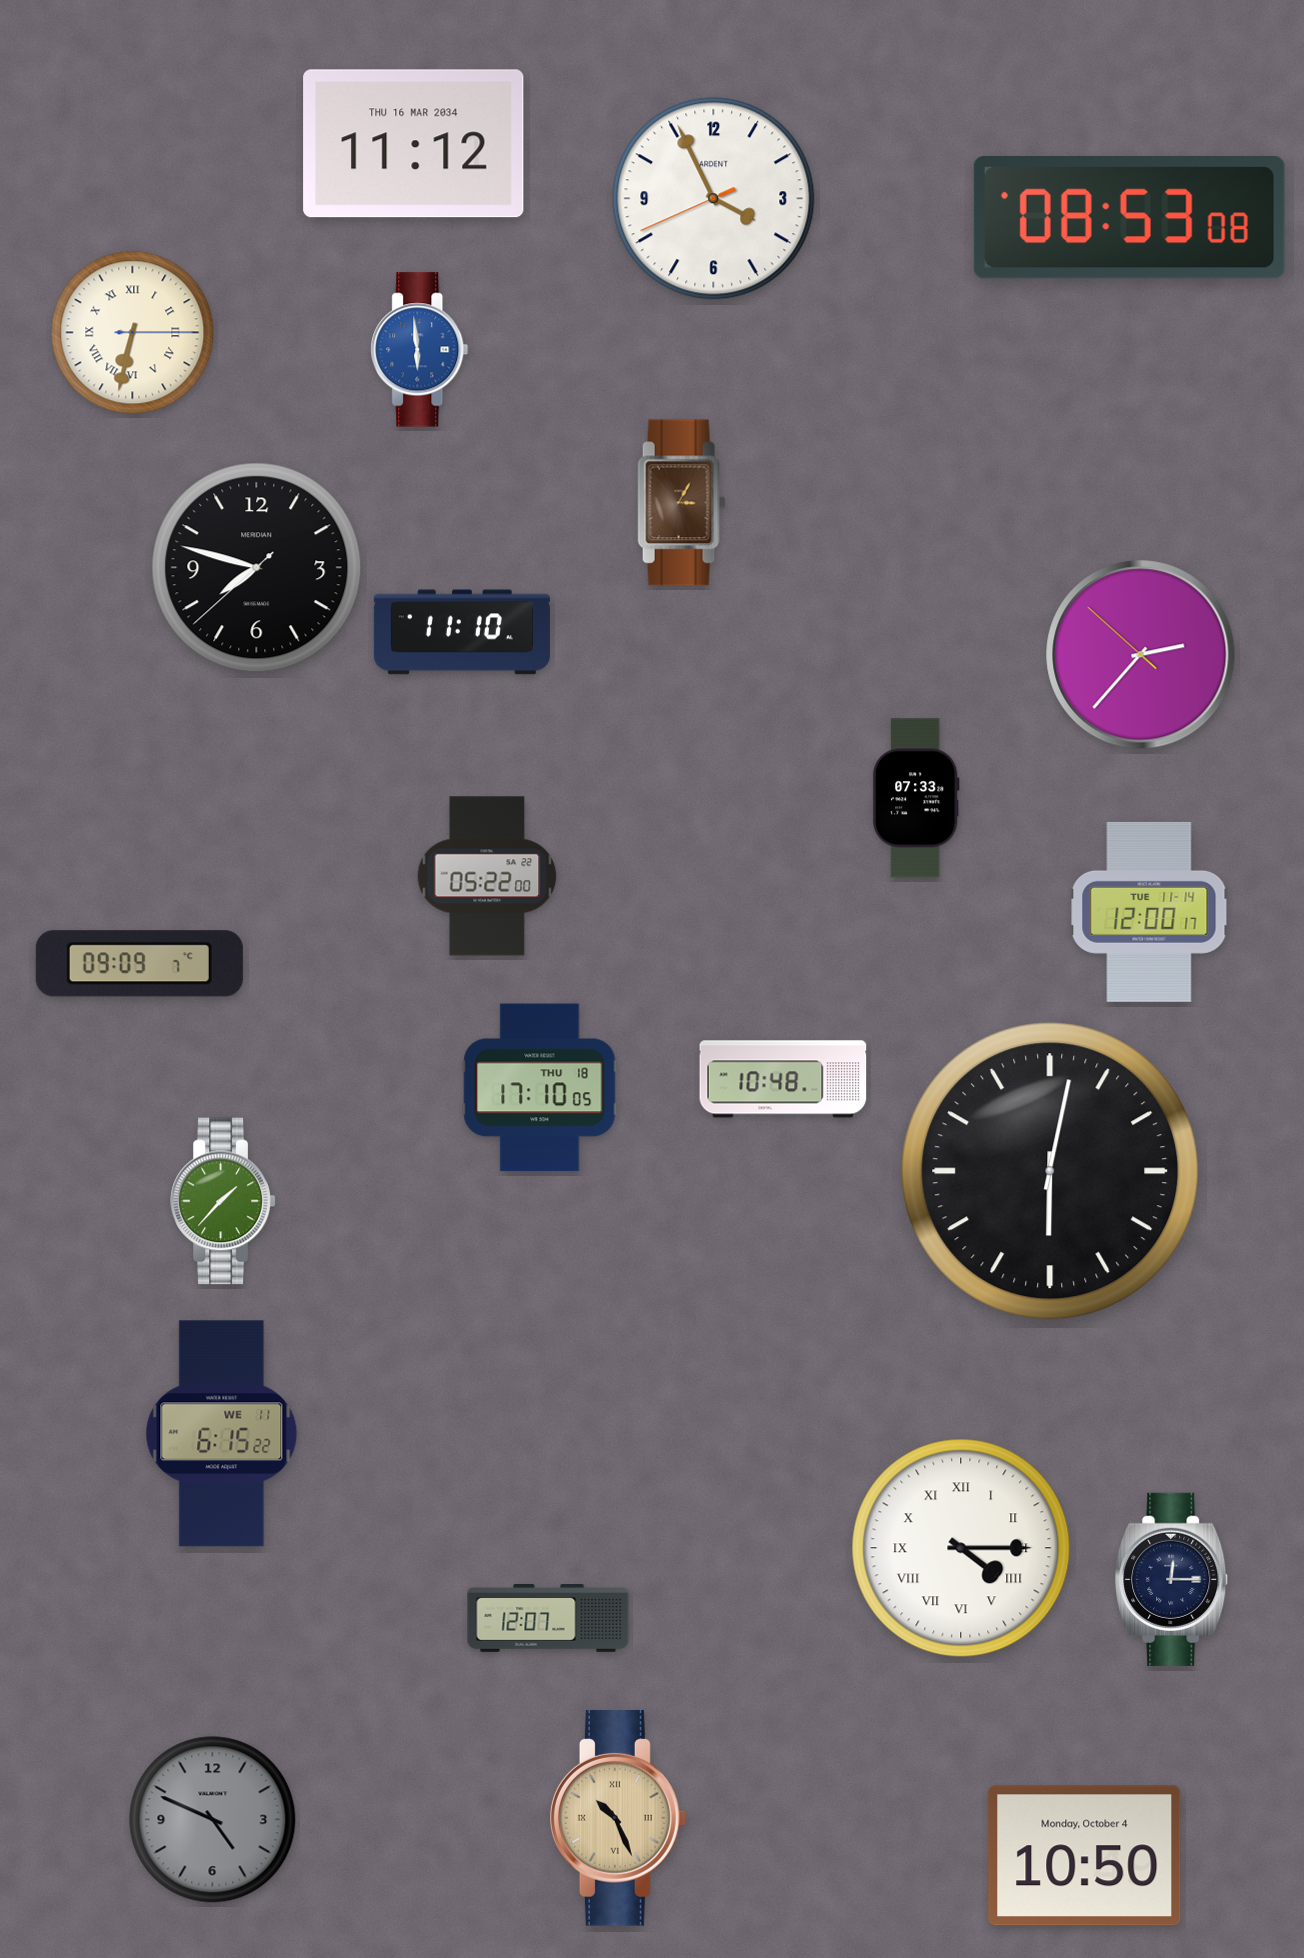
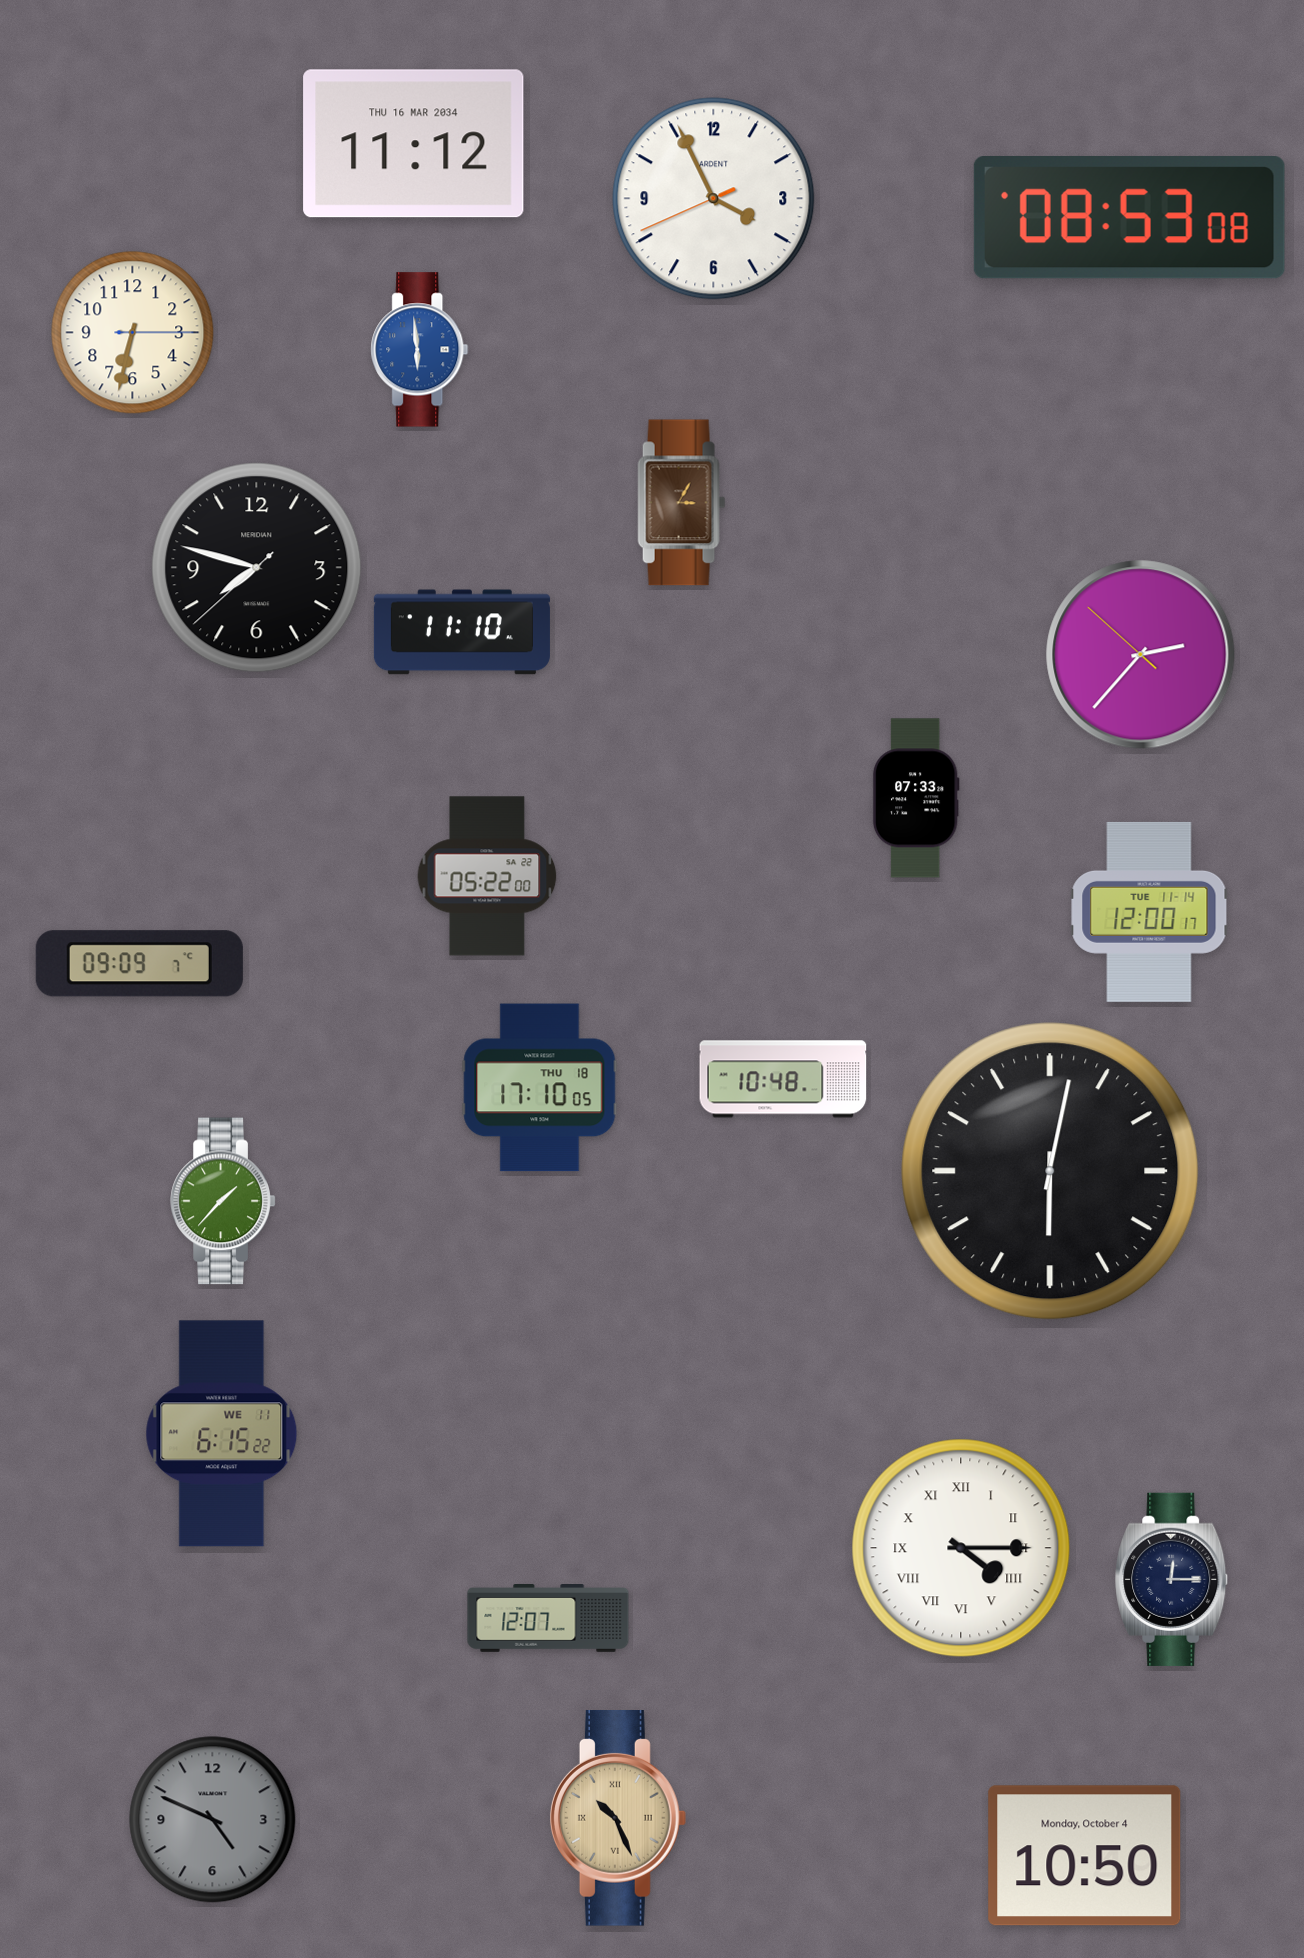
clock at (133, 333) numerals: Roman -> Arabic
